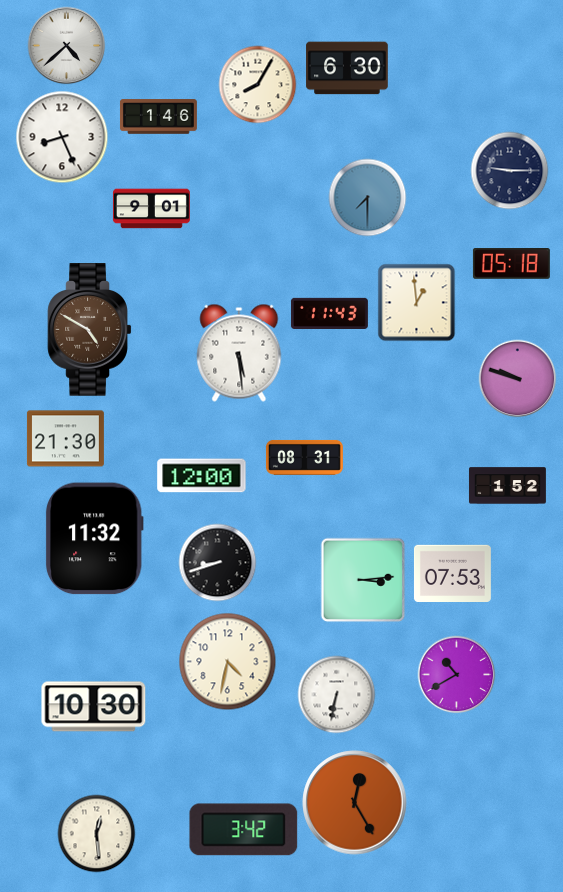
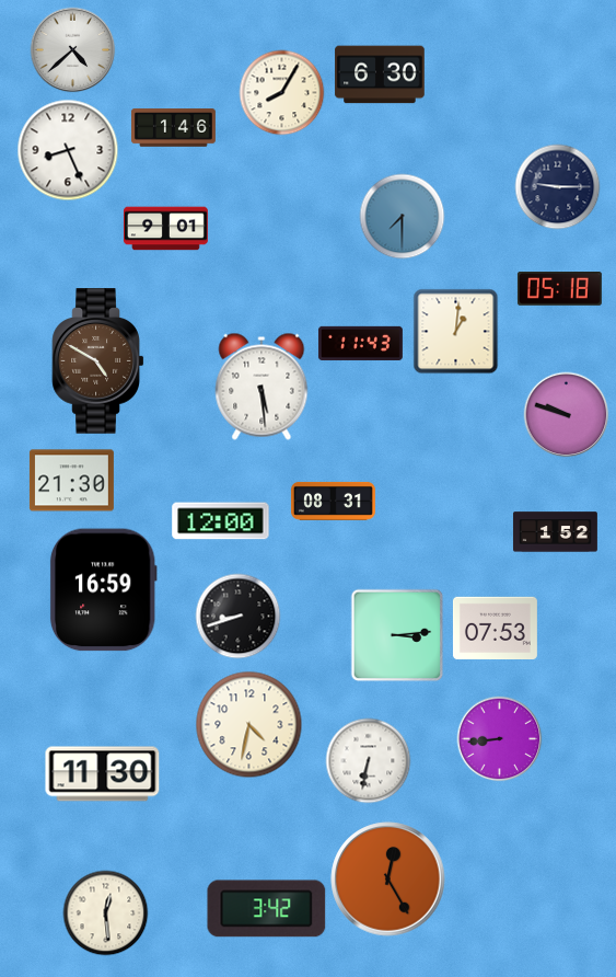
clock at (416, 302): 12:59 -> 1:01
clock at (94, 539): 11:32 -> 16:59
clock at (456, 674): 10:40 -> 8:44
clock at (94, 707): 10:30 -> 11:30
